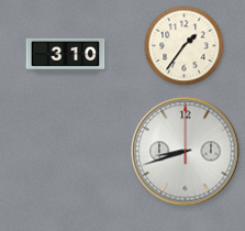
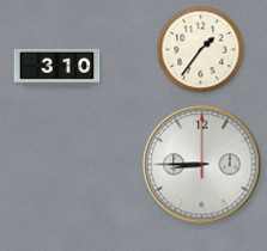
clock at (66, 55) position: (66, 55) -> (57, 67)
clock at (186, 152): 8:42 -> 8:45
